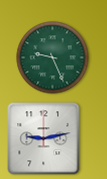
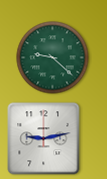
clock at (53, 58): 9:26 -> 9:22
